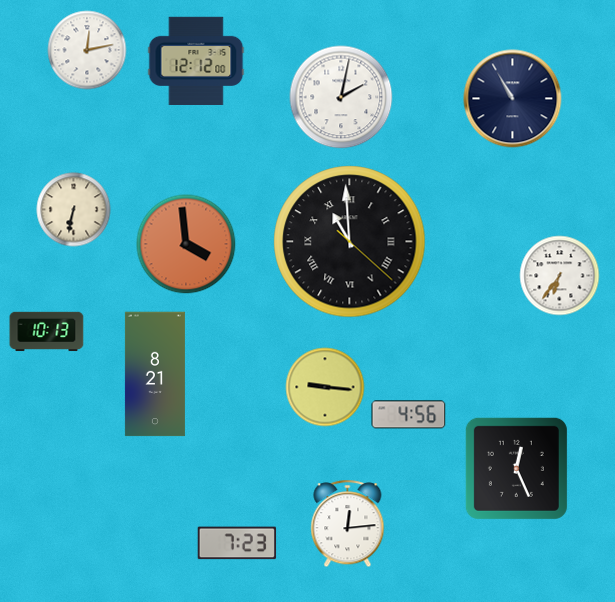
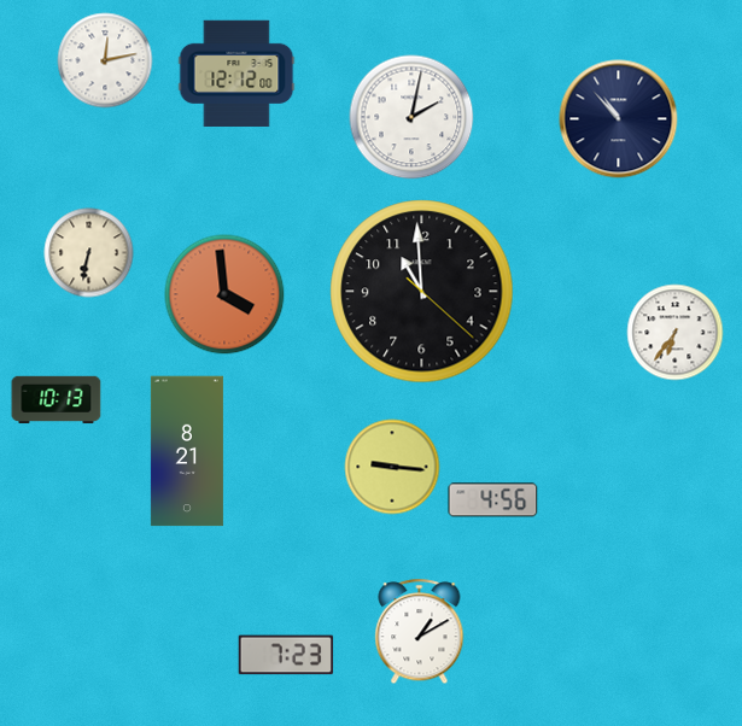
clock at (513, 99): 10:55 -> 10:53
clock at (350, 242) numerals: Roman -> Arabic
clock at (516, 468): 12:26 -> none
clock at (348, 524): 12:14 -> 1:10
